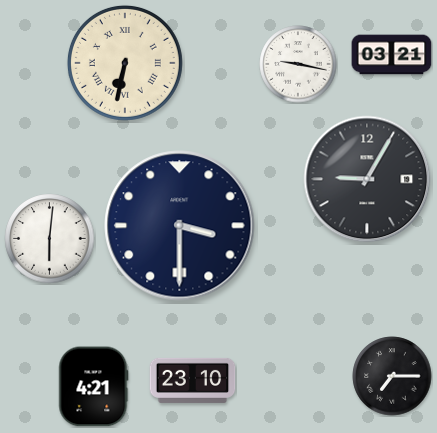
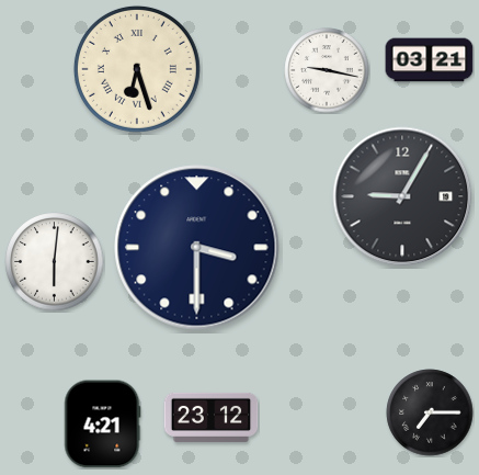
clock at (125, 63): 6:32 -> 6:27
clock at (193, 380): 23:10 -> 23:12
